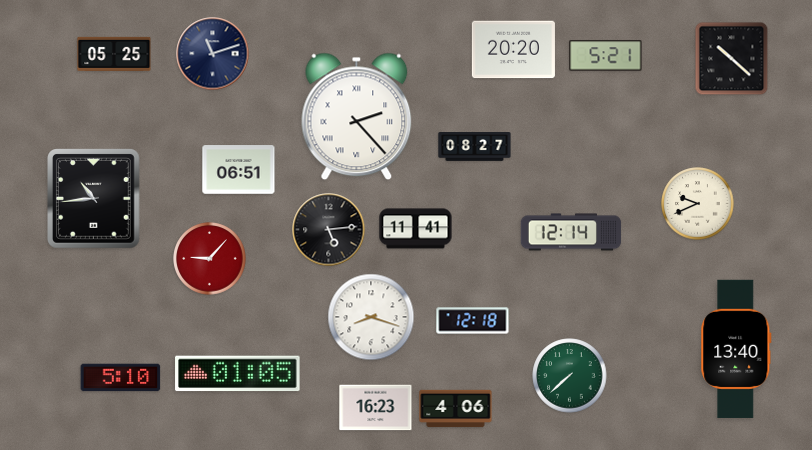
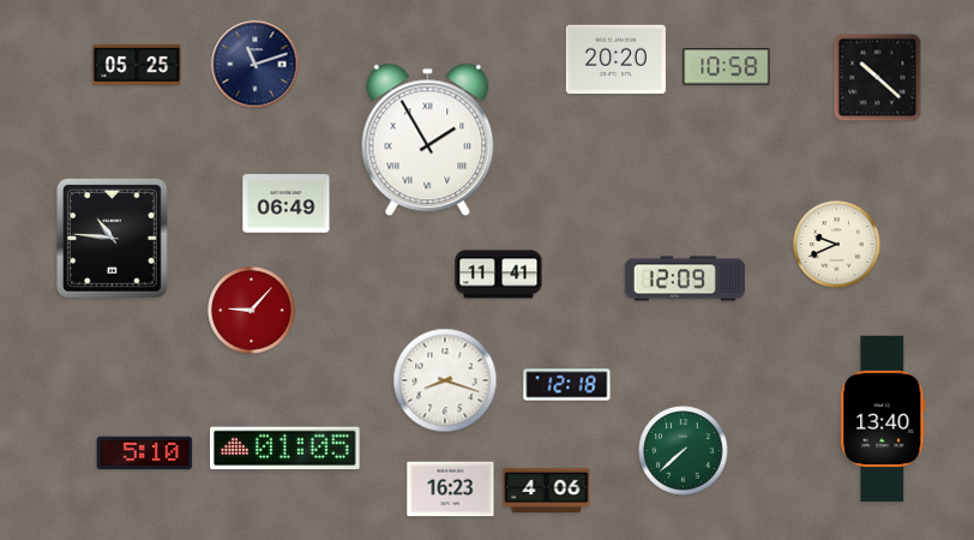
clock at (606, 56): 5:21 -> 10:58
clock at (732, 59) position: (732, 59) -> (878, 78)
clock at (357, 117): 2:23 -> 1:55
clock at (475, 147): 08:27 -> none
clock at (239, 170): 06:51 -> 06:49
clock at (94, 199): 10:44 -> 10:46
clock at (329, 230): 5:14 -> none
clock at (571, 232): 12:14 -> 12:09
